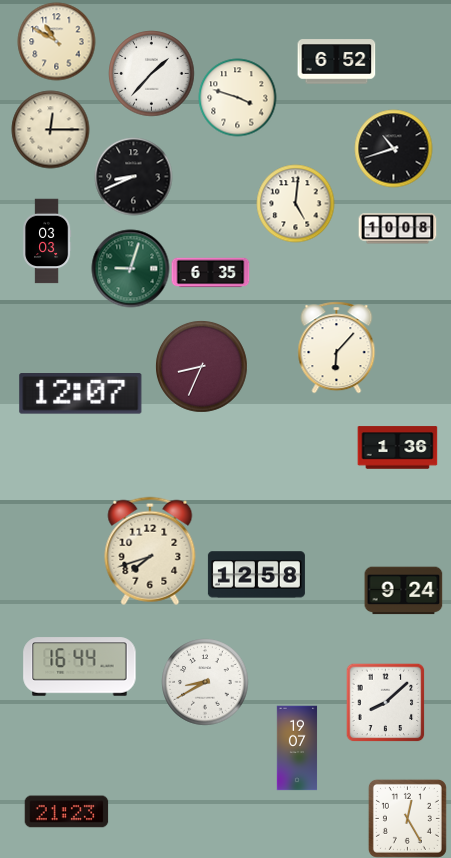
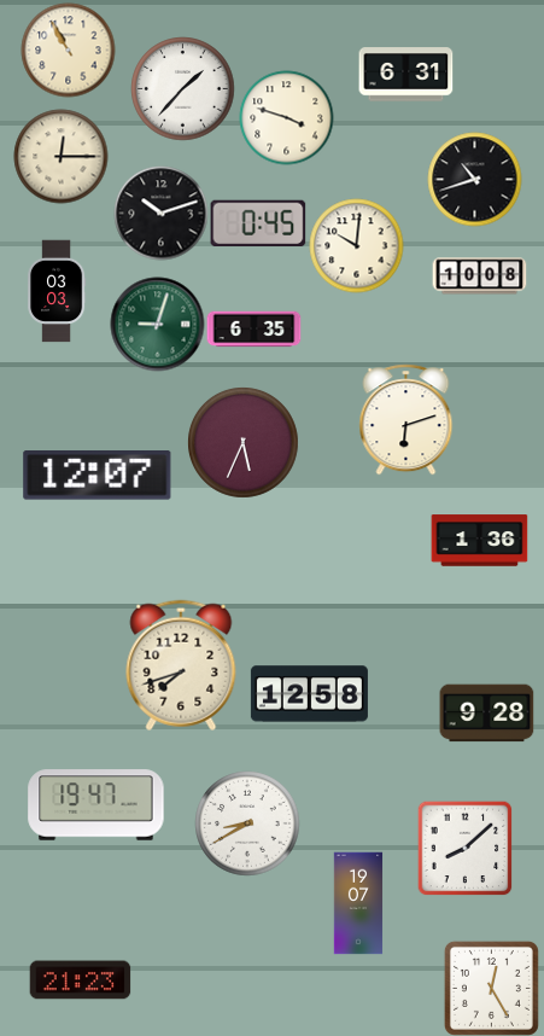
clock at (56, 41): 10:50 -> 10:55
clock at (336, 62): 6:52 -> 6:31
clock at (133, 176): 8:41 -> 10:12
clock at (258, 223): none -> 0:45
clock at (295, 203): 5:01 -> 10:01
clock at (337, 347): 6:07 -> 6:12
clock at (202, 367): 8:34 -> 5:34
clock at (403, 591): 9:24 -> 9:28
clock at (80, 667): 16:44 -> 19:47
